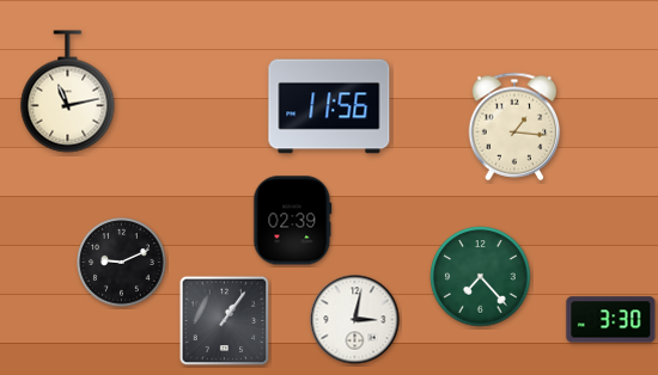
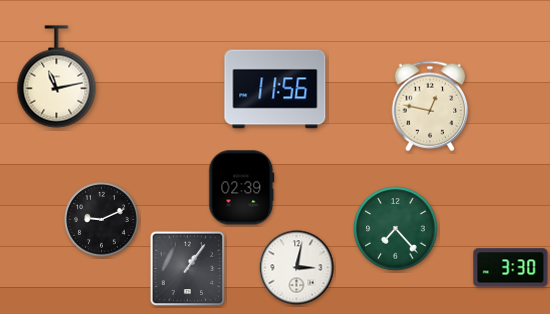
clock at (514, 127): 1:16 -> 12:47
clock at (293, 221) position: (293, 221) -> (242, 188)
clock at (481, 277) position: (481, 277) -> (396, 229)
